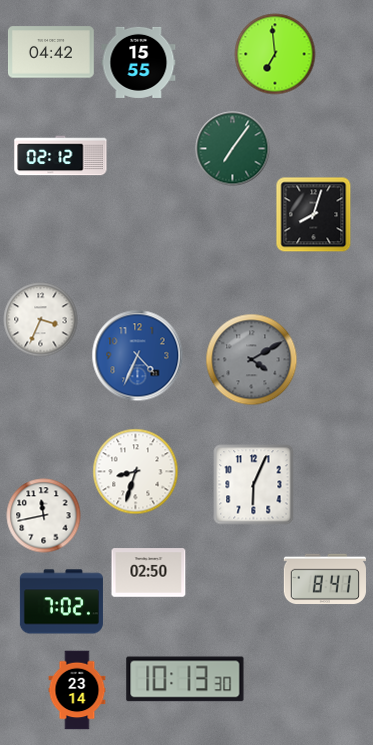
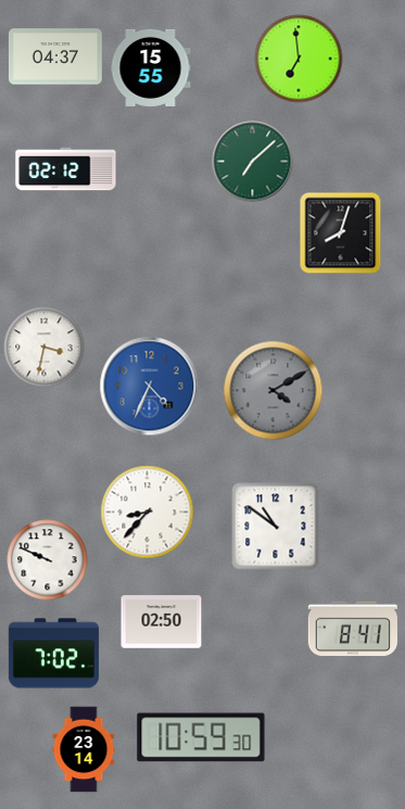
clock at (51, 52): 04:42 -> 04:37
clock at (233, 149): 7:06 -> 7:08
clock at (41, 320): 3:34 -> 3:32
clock at (136, 472): 8:33 -> 8:37
clock at (254, 485): 6:04 -> 10:51
clock at (44, 516): 11:43 -> 9:49
clock at (61, 602) position: (61, 602) -> (53, 654)
clock at (185, 679): 10:13 -> 10:59
